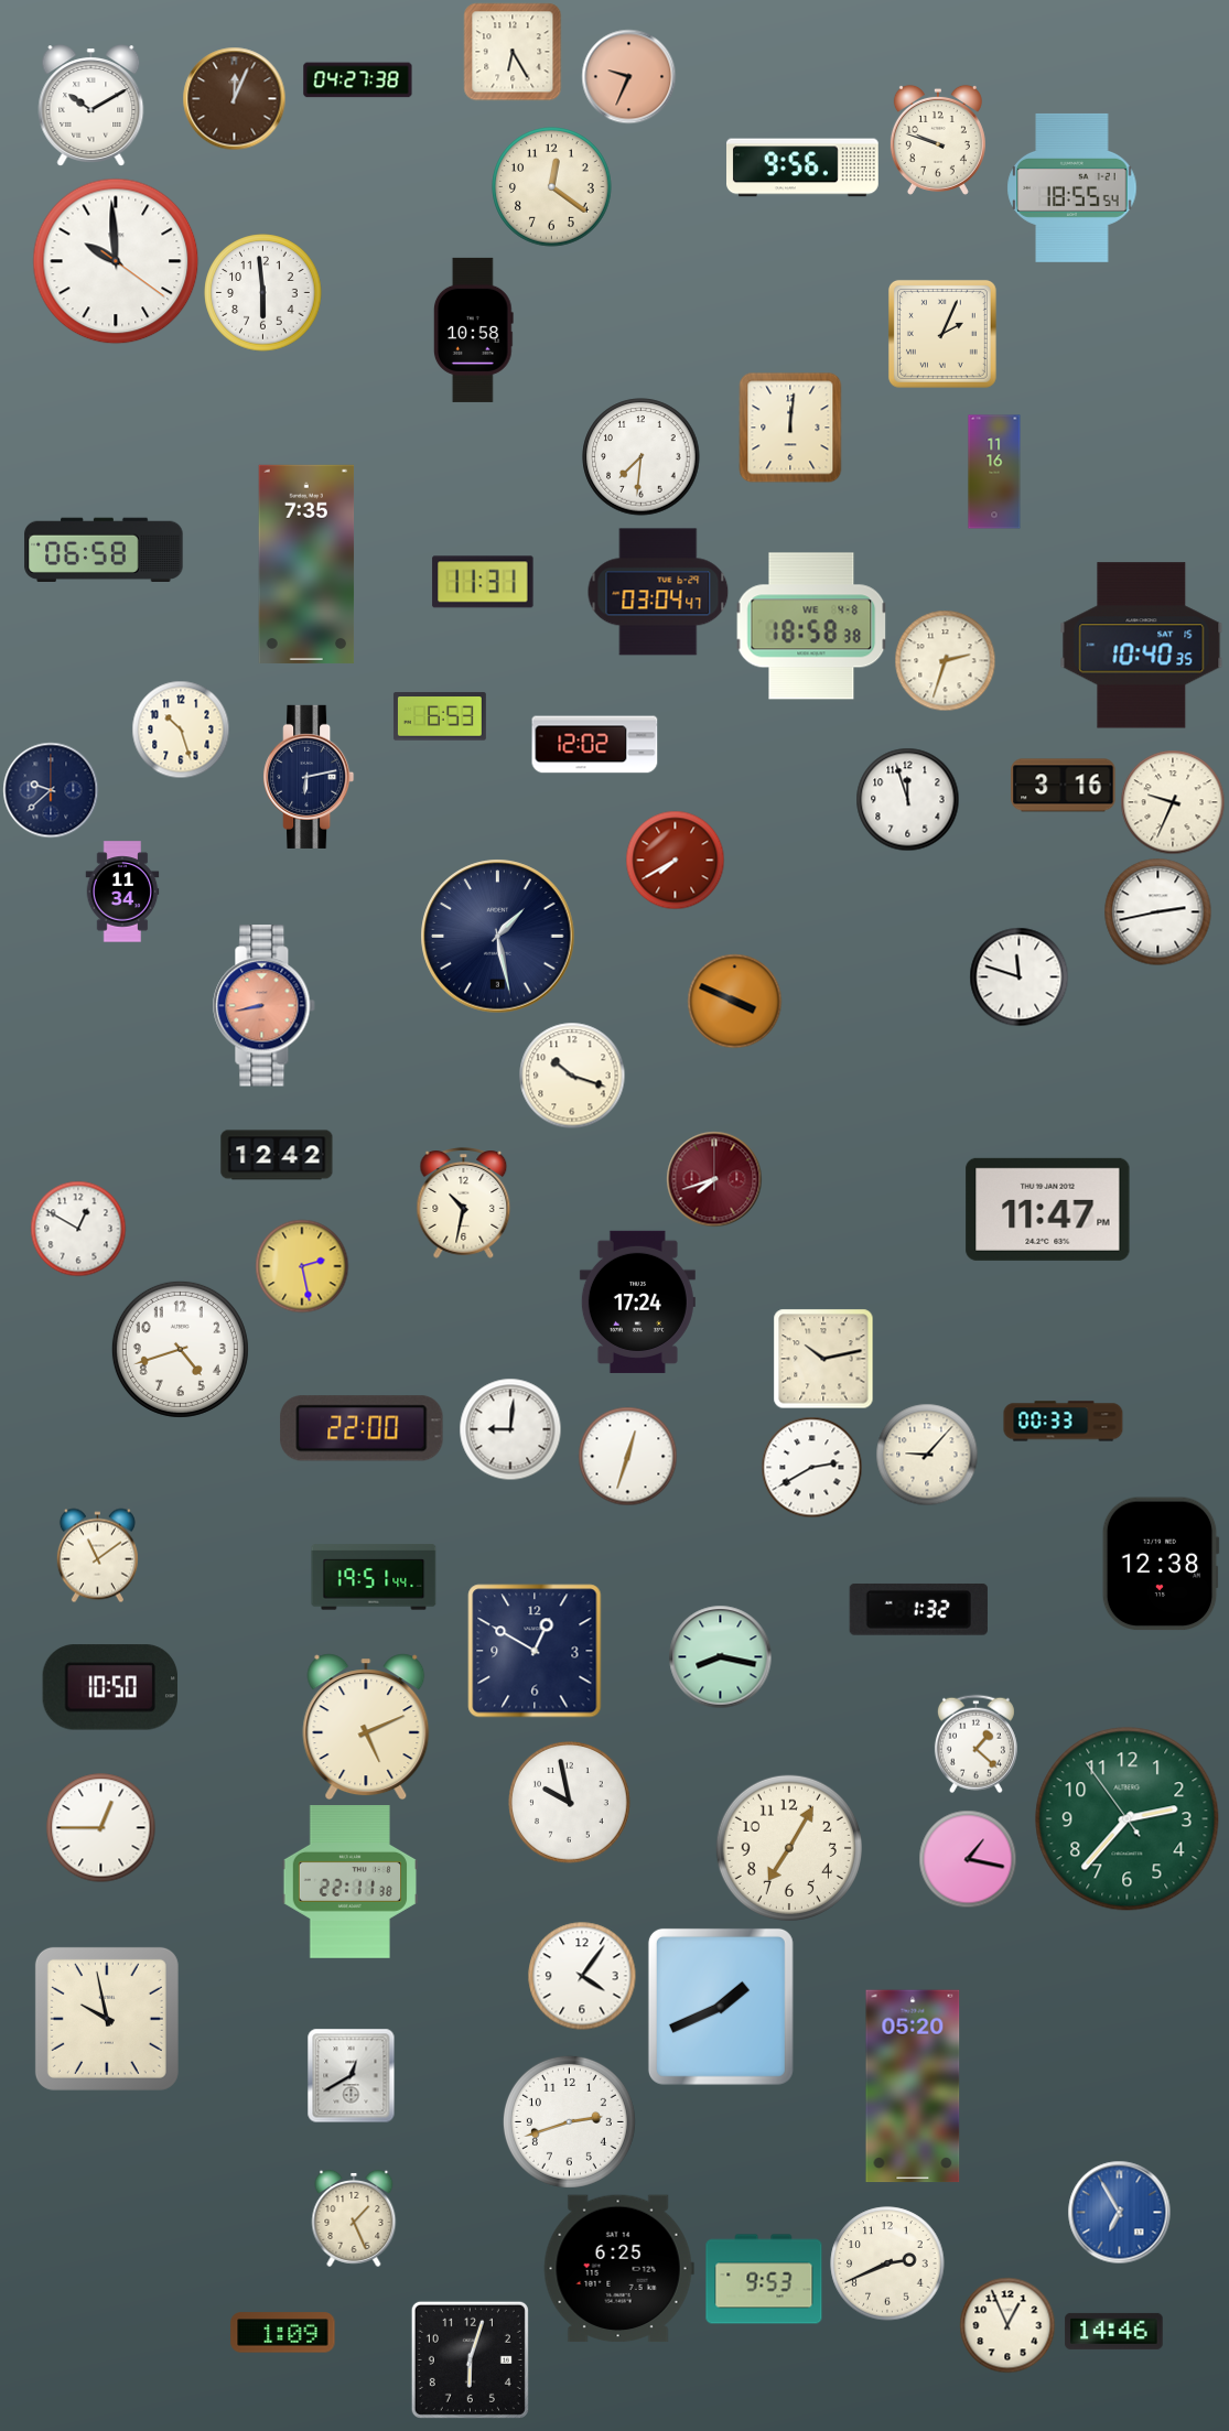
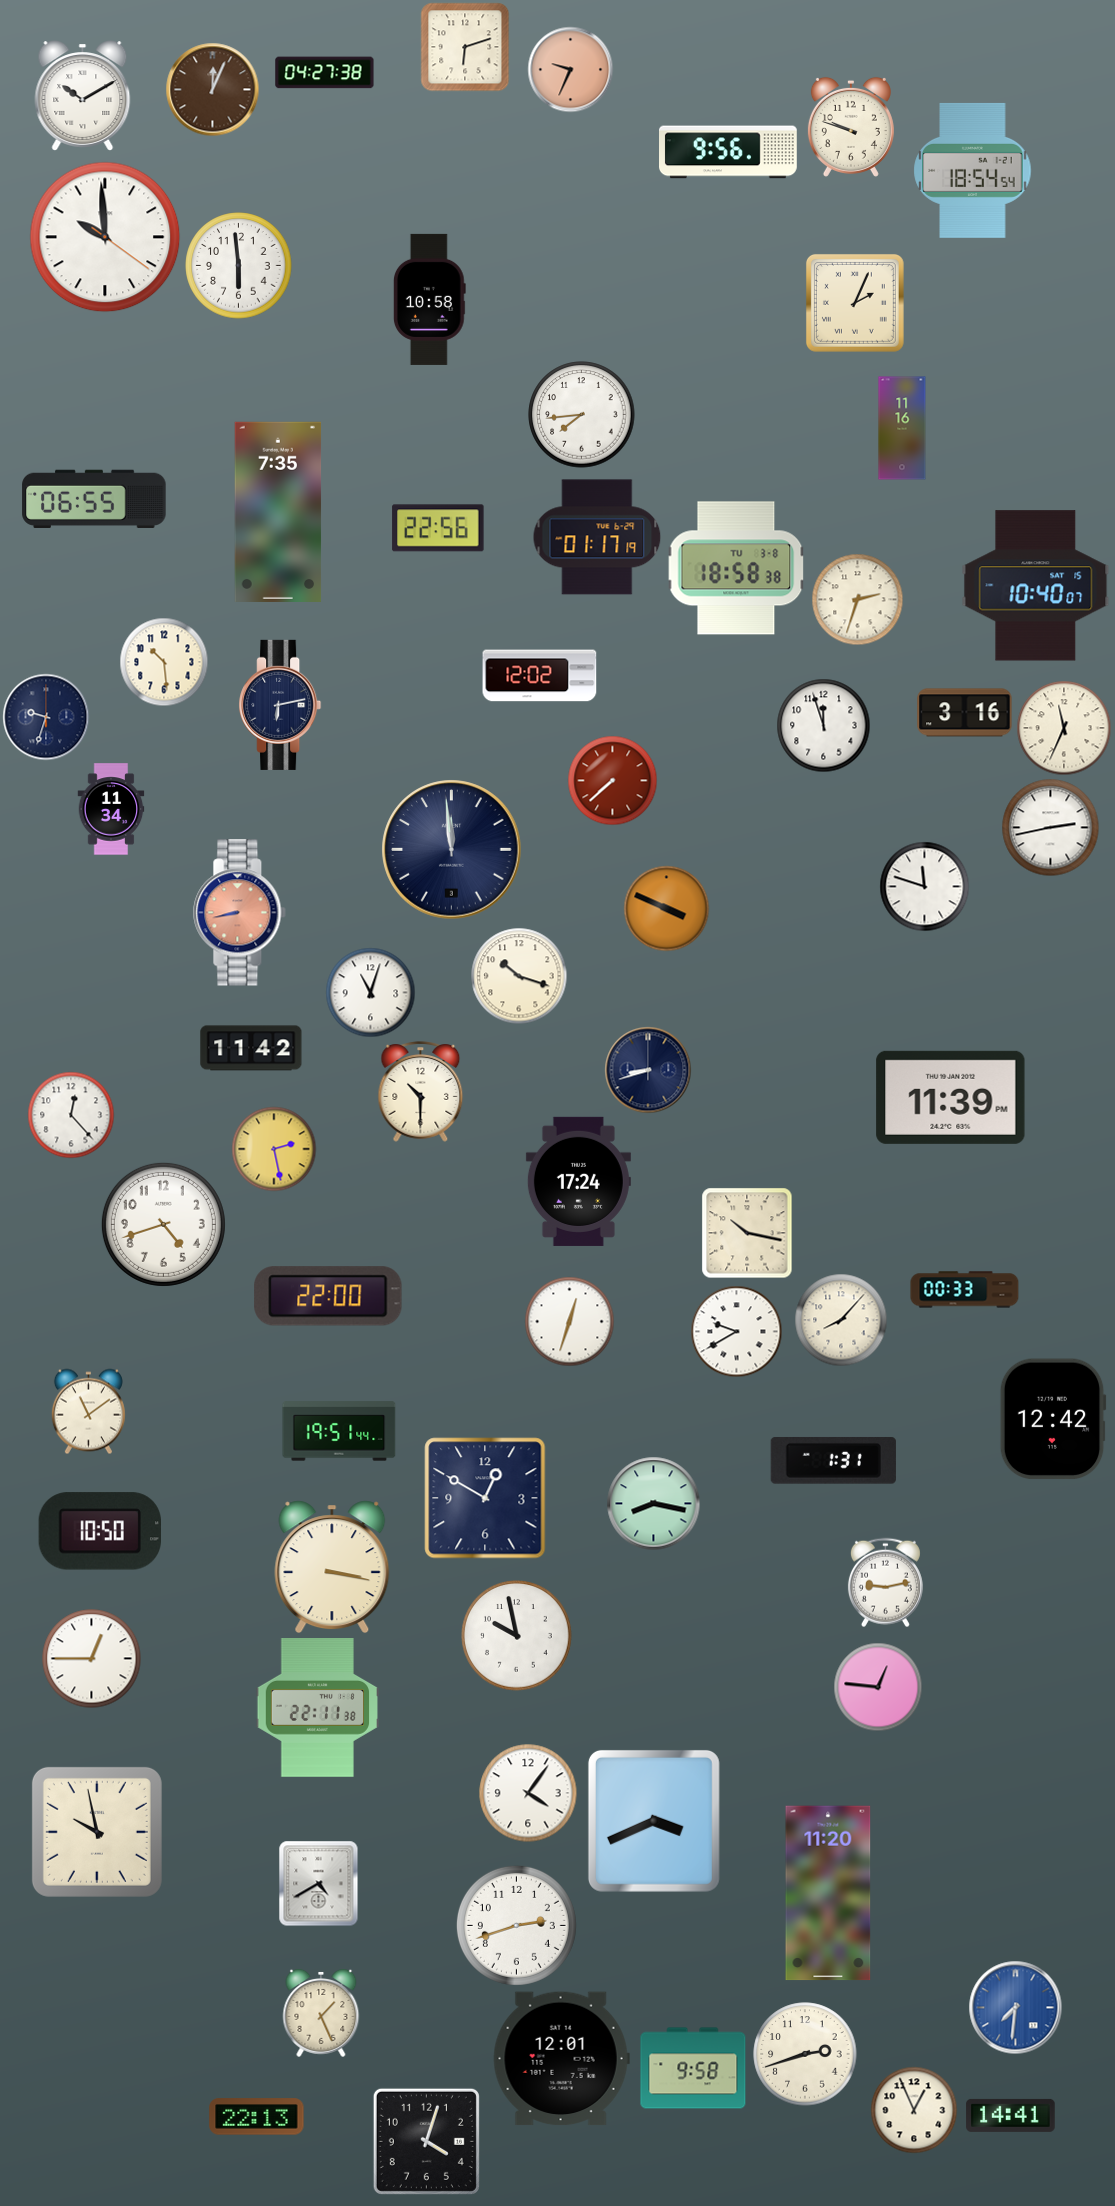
clock at (513, 52): 6:25 -> 6:12
clock at (552, 187): 12:21 -> none
clock at (1072, 187): 18:55 -> 18:54
clock at (790, 428): 12:01 -> none
clock at (642, 457): 7:31 -> 7:44
clock at (104, 549): 06:58 -> 06:55
clock at (483, 582): 11:31 -> 22:56
clock at (658, 592): 03:04 -> 01:17
clock at (811, 626) date: WE 4-8 -> TU 3-8
clock at (1142, 646): 10:40:35 -> 10:40:07
clock at (440, 716): 6:53 -> none
clock at (181, 730): 10:27 -> 10:29
clock at (51, 790): 9:38 -> 9:33
clock at (1173, 802): 9:34 -> 11:34
clock at (675, 860): 7:40 -> 7:38
clock at (498, 937): 1:28 -> 11:59
clock at (370, 992): none -> 11:03
clock at (277, 1155): 12:42 -> 11:42
clock at (714, 1179): 7:42 -> 8:42
clock at (714, 1179) dial: burgundy -> navy
clock at (464, 1203): 10:32 -> 10:30
clock at (1048, 1209): 11:47 -> 11:39
clock at (78, 1229): 12:50 -> 12:23
clock at (823, 1359): 10:13 -> 10:17
clock at (510, 1429): 9:01 -> none
clock at (927, 1455): 9:07 -> 8:07
clock at (811, 1467): 2:40 -> 9:40
clock at (1161, 1564): 12:38 -> 12:42
clock at (918, 1609): 1:32 -> 1:31
clock at (366, 1727): 5:11 -> 3:17
clock at (975, 1743): 1:22 -> 9:13
clock at (1128, 1819): 2:36 -> none
clock at (789, 1848): 7:05 -> none
clock at (968, 1859): 1:17 -> 12:46
clock at (721, 2007): 1:41 -> 3:41
clock at (352, 2075): 12:40 -> 4:40
clock at (913, 2086): 05:20 -> 11:20
clock at (1119, 2212): 6:55 -> 7:31
clock at (887, 2263): 2:41 -> 2:42
clock at (618, 2269): 6:25 -> 12:01
clock at (764, 2279): 9:53 -> 9:58
clock at (1114, 2331): 14:46 -> 14:41
clock at (283, 2333): 1:09 -> 22:13
clock at (470, 2359): 6:03 -> 4:03
